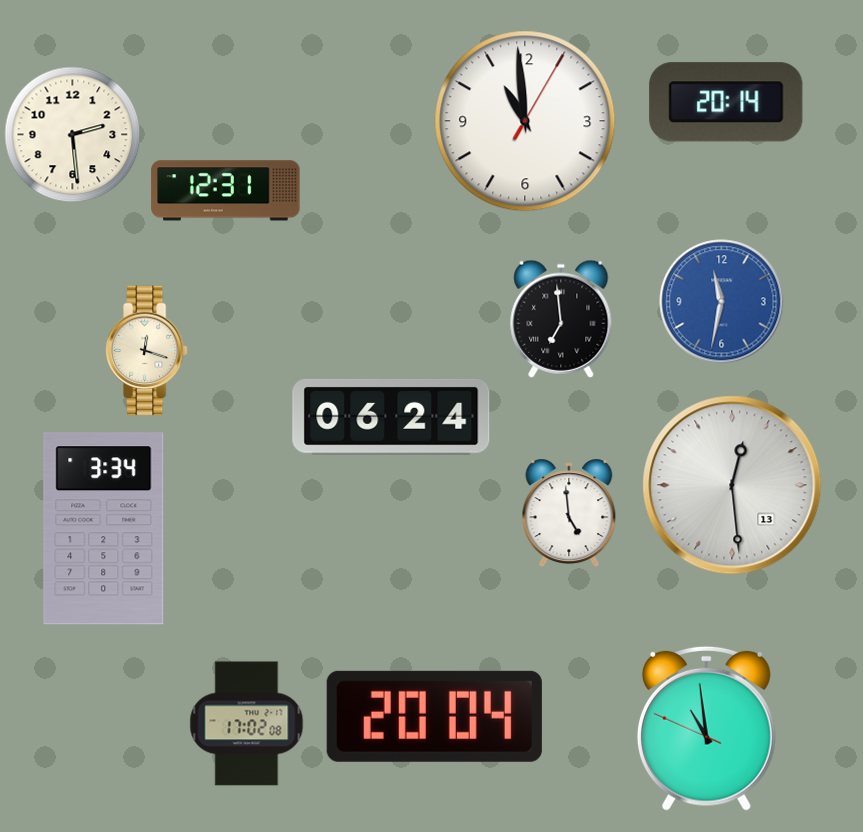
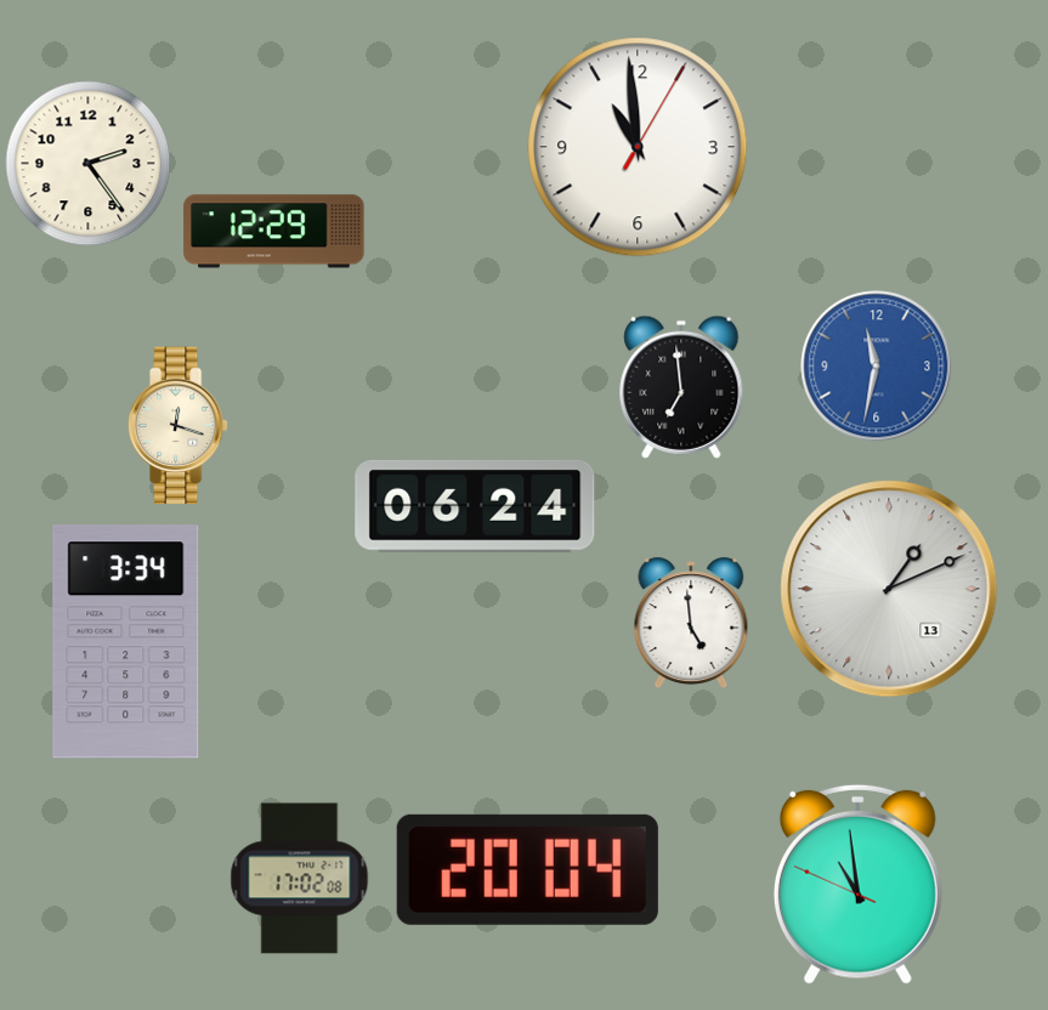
clock at (726, 102): 20:14 -> none
clock at (73, 135): 2:29 -> 2:24
clock at (226, 191): 12:31 -> 12:29
clock at (732, 485): 12:29 -> 1:11
